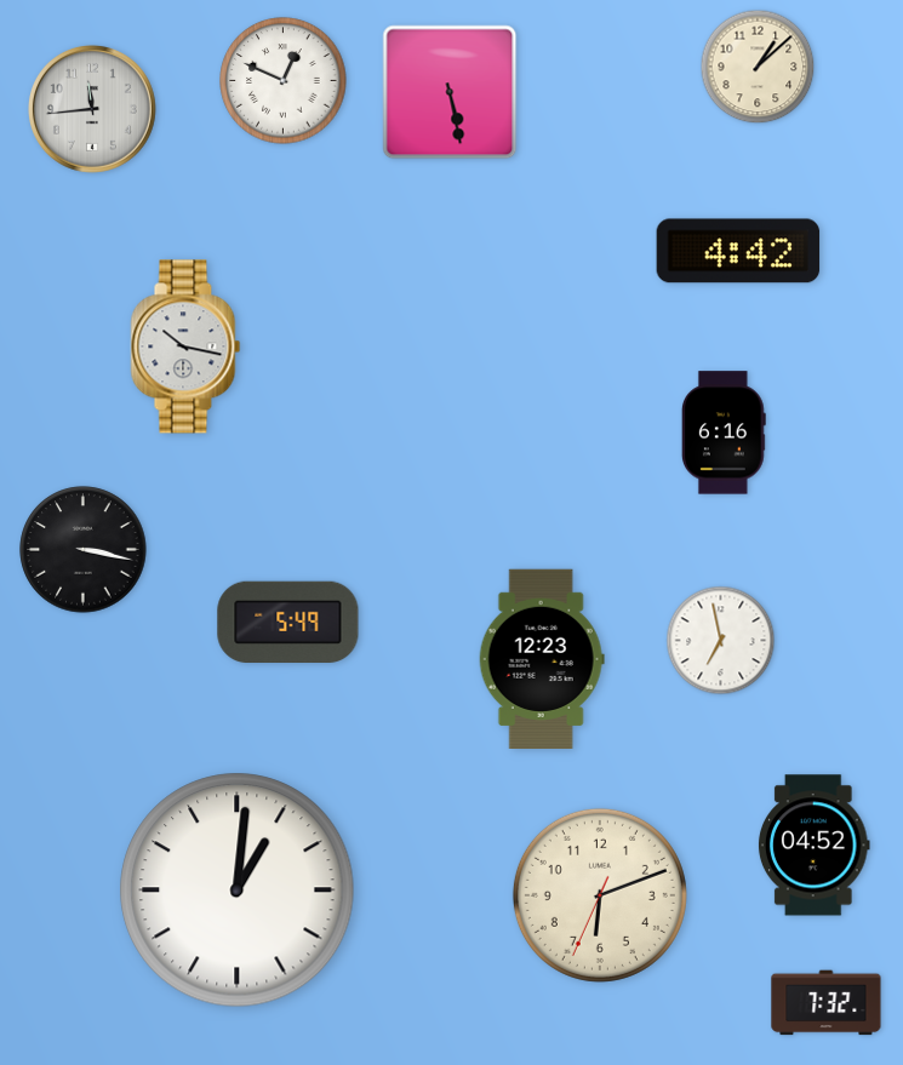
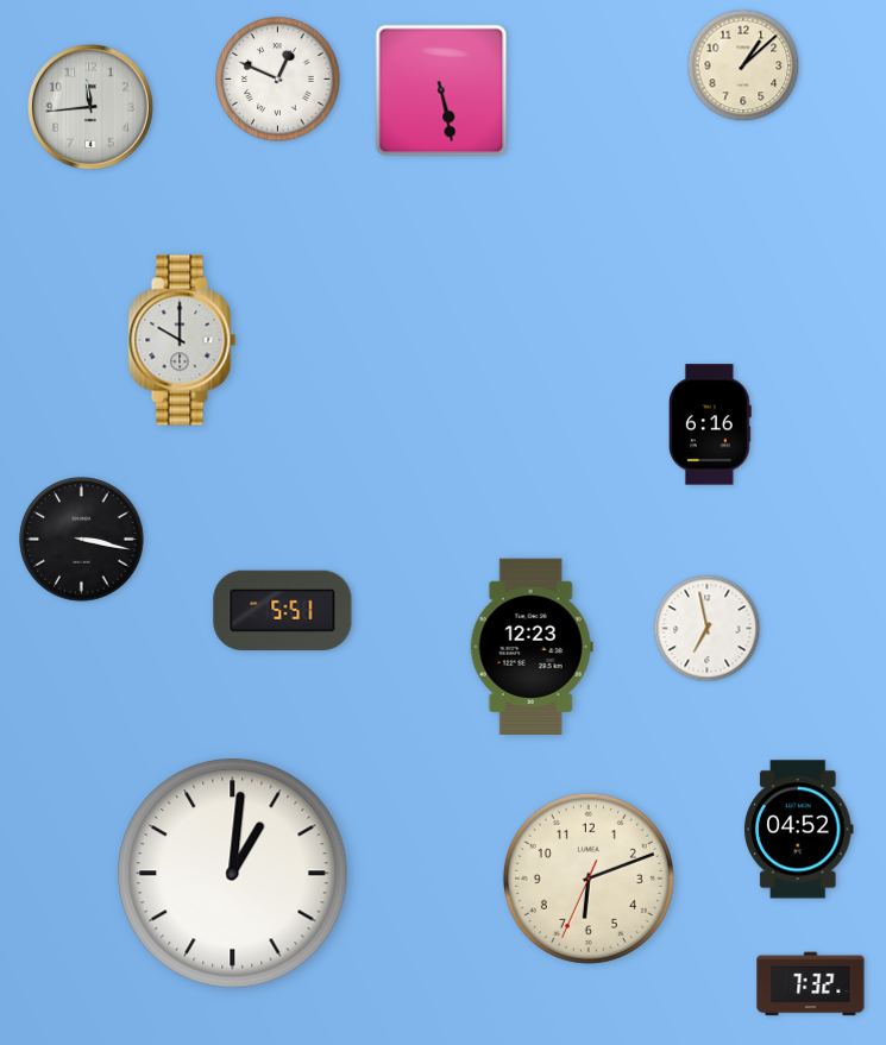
clock at (738, 251): 4:42 -> none
clock at (185, 347): 10:17 -> 10:00
clock at (288, 622): 5:49 -> 5:51
